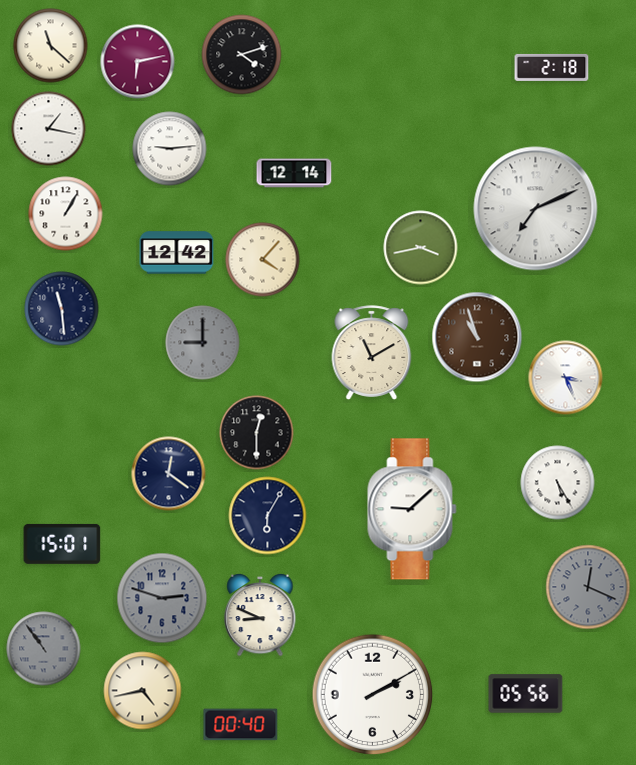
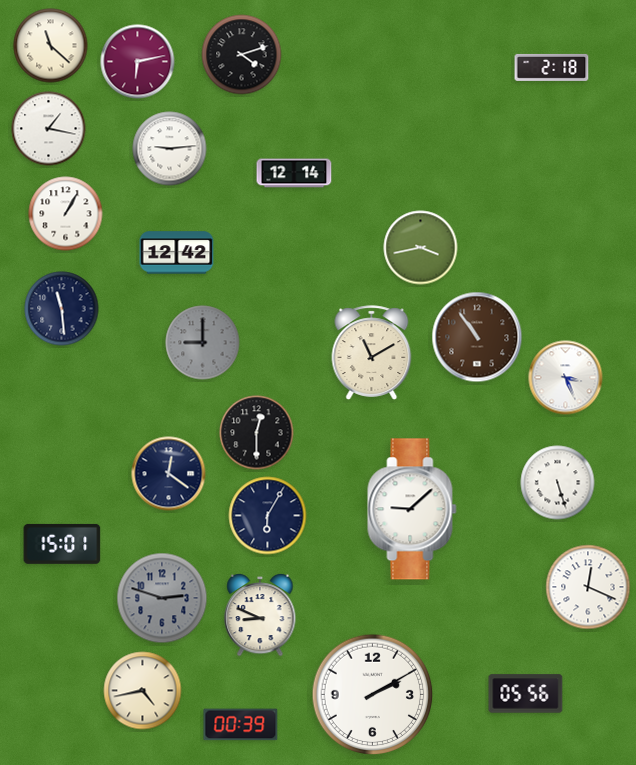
clock at (536, 209): 7:11 -> none
clock at (263, 260): 4:07 -> none
clock at (477, 337): 10:57 -> 10:54
clock at (558, 483): 5:25 -> 5:27
clock at (588, 587) dial: grey -> white
clock at (44, 649): 10:54 -> none
clock at (241, 725): 00:40 -> 00:39
